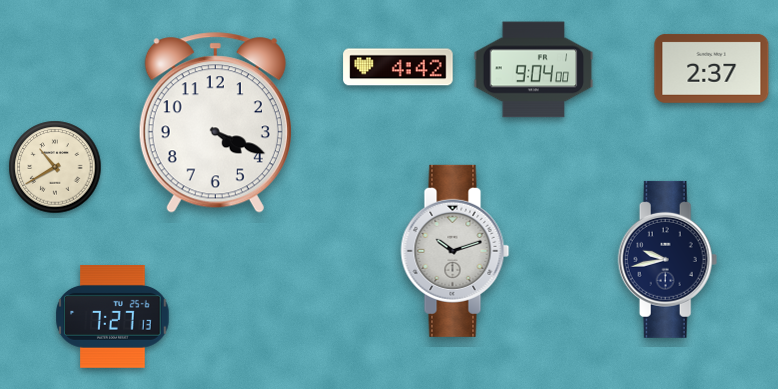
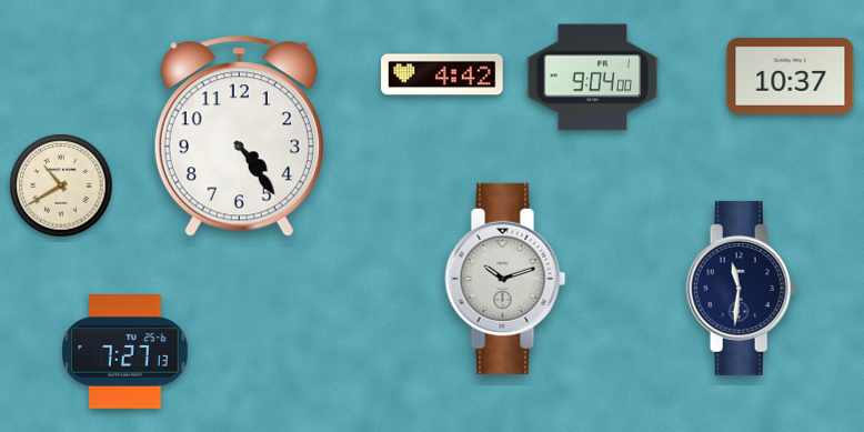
clock at (712, 68): 2:37 -> 10:37
clock at (215, 123): 4:19 -> 4:24
clock at (668, 259): 9:43 -> 11:31
